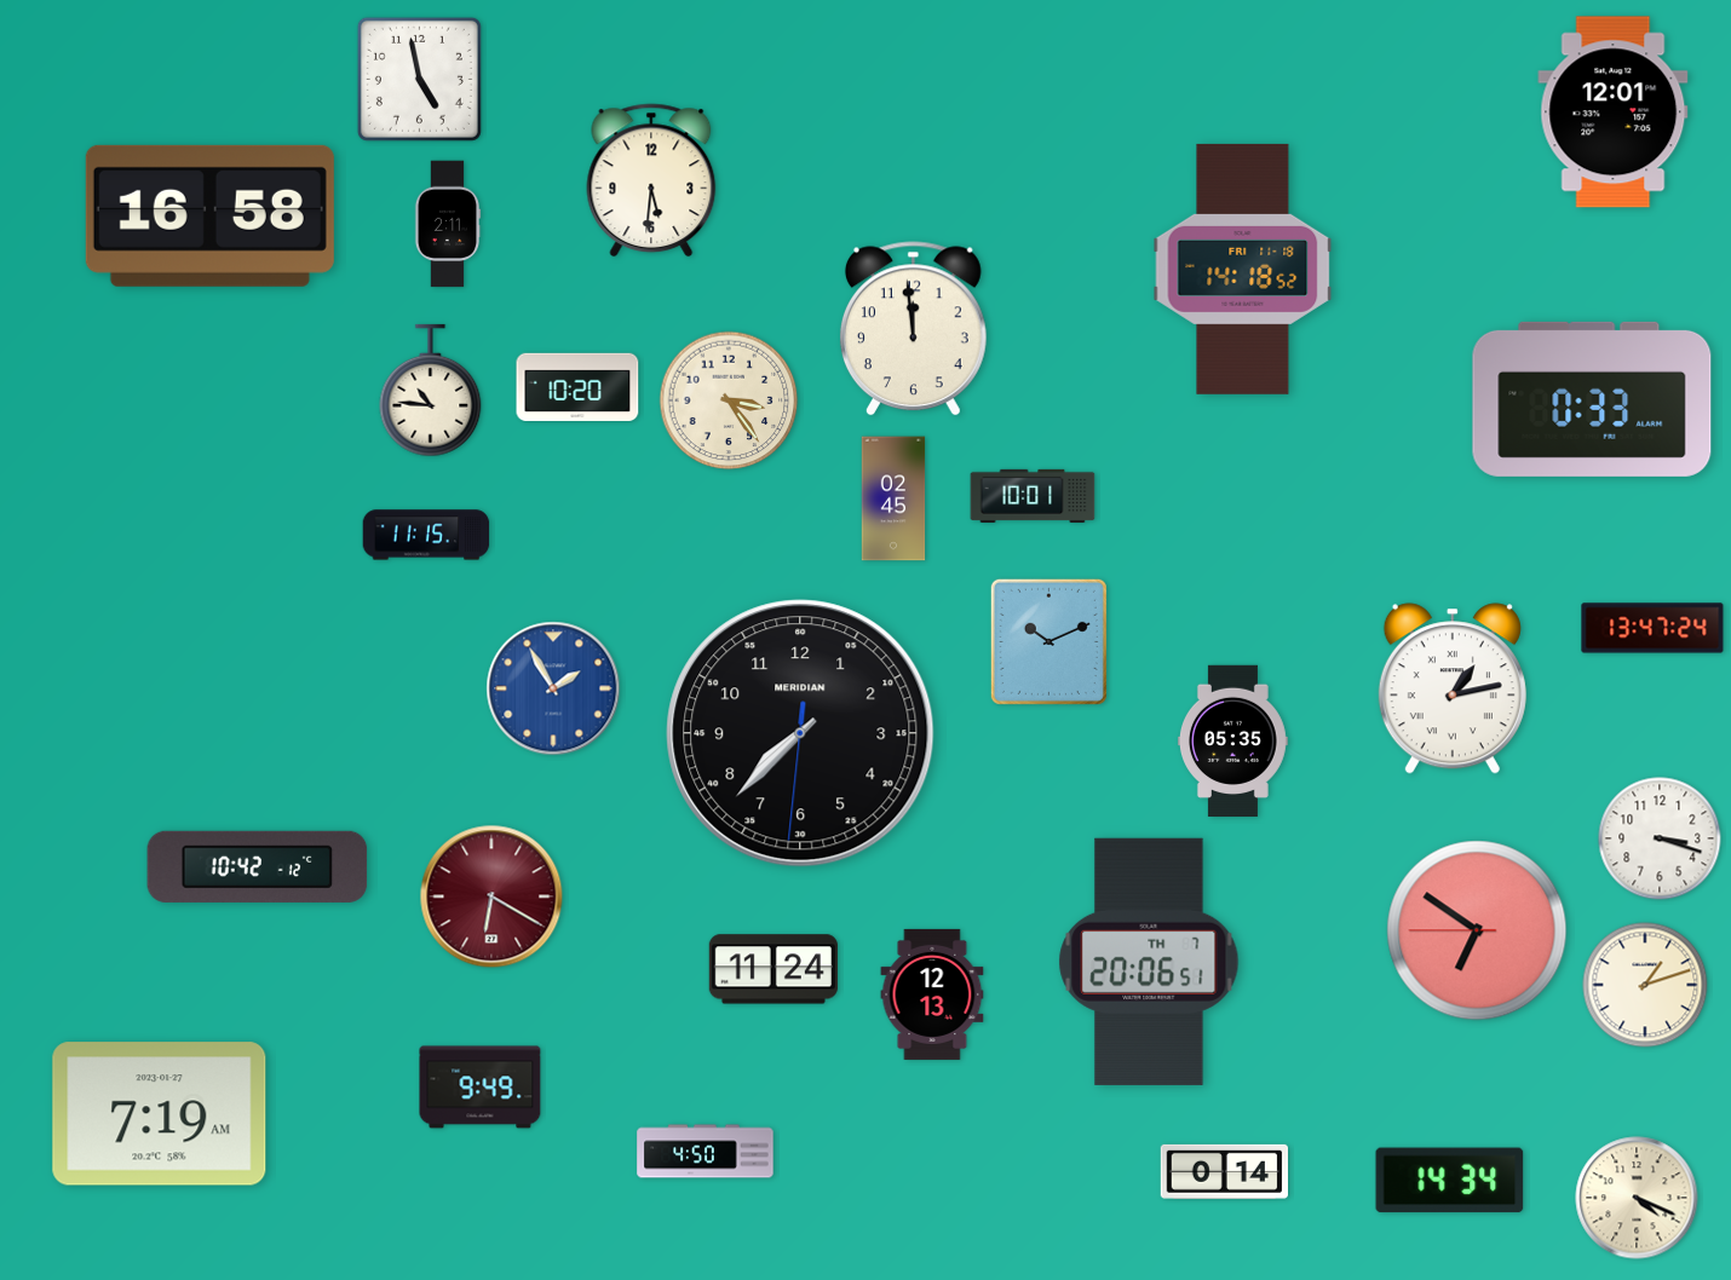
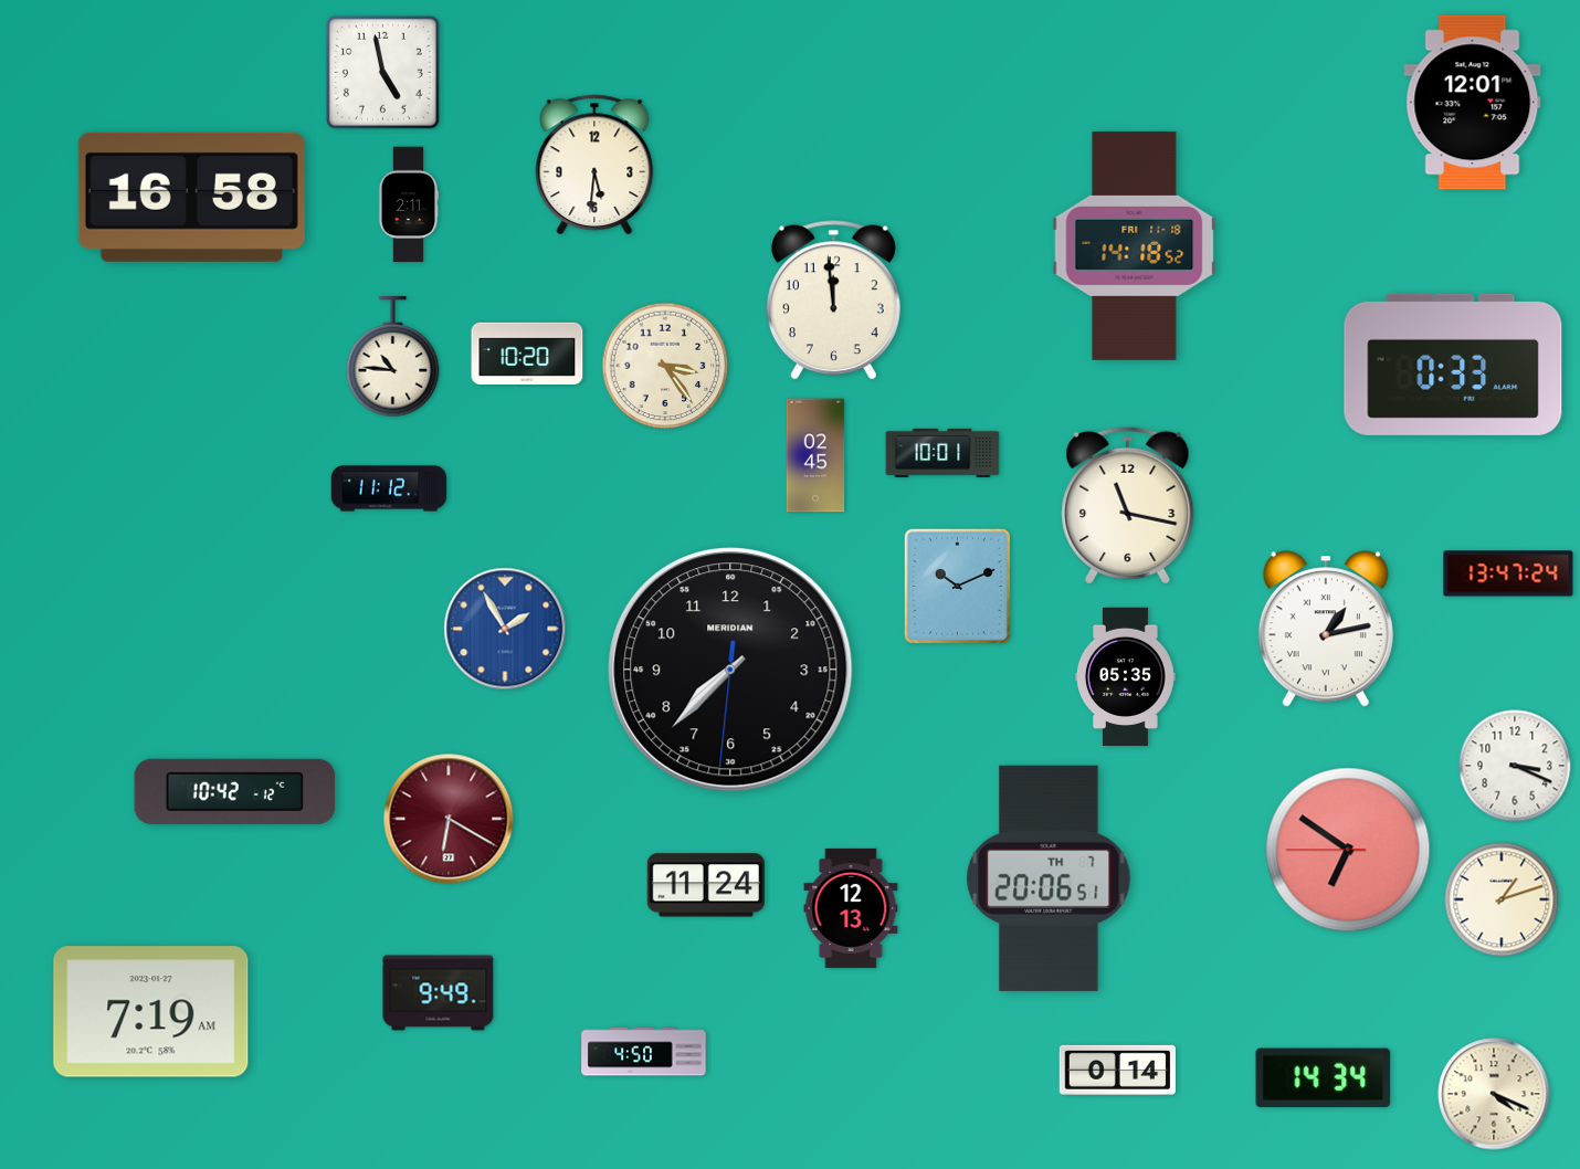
clock at (426, 535): 11:15 -> 11:12
clock at (1128, 505): none -> 11:17
clock at (1660, 838): 3:18 -> 3:19
clock at (160, 1114) position: (160, 1114) -> (151, 1012)
